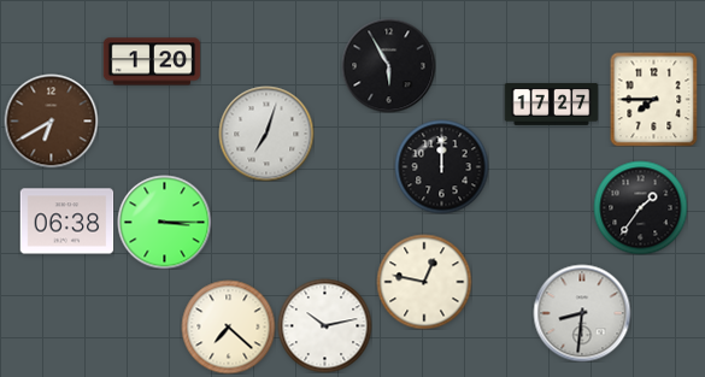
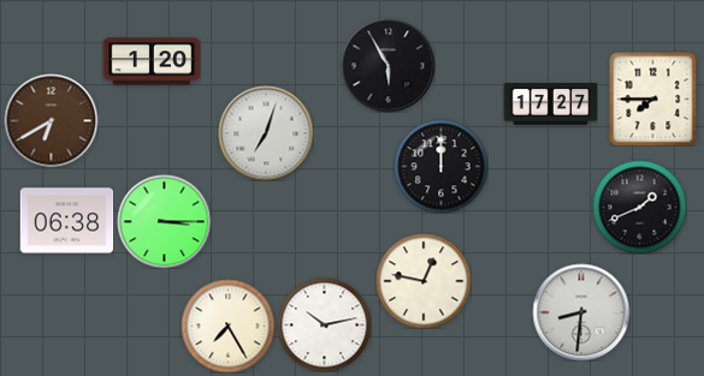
clock at (640, 207): 1:36 -> 1:41
clock at (228, 326): 7:22 -> 7:25
